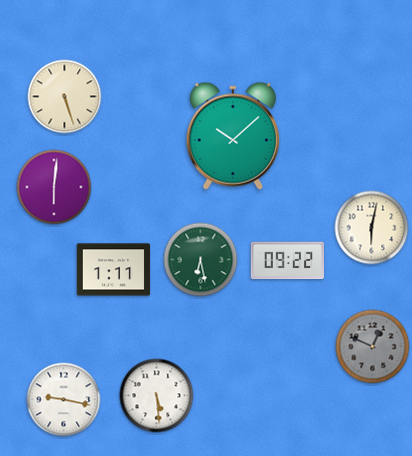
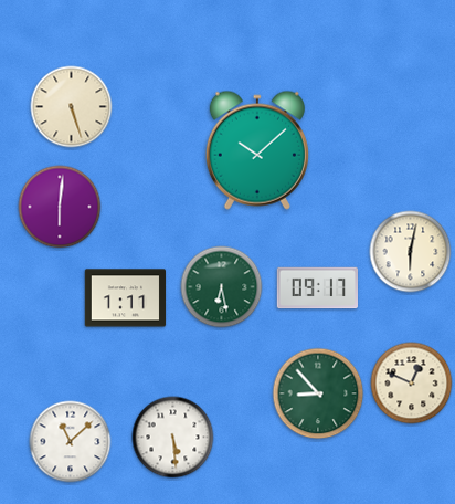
clock at (287, 261): 09:22 -> 09:17
clock at (373, 347) dial: grey -> cream
clock at (318, 393): none -> 8:53
clock at (64, 400): 9:17 -> 11:08
